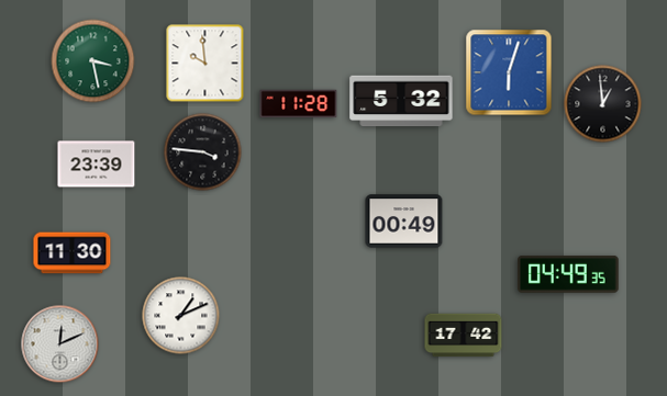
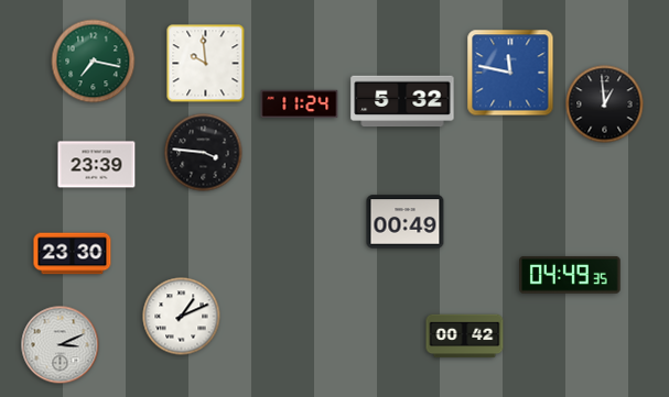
clock at (93, 61): 3:28 -> 7:17
clock at (509, 72): 6:03 -> 11:47
clock at (299, 104): 11:28 -> 11:24
clock at (73, 253): 11:30 -> 23:30
clock at (464, 336): 17:42 -> 00:42
clock at (60, 344): 12:11 -> 3:11
